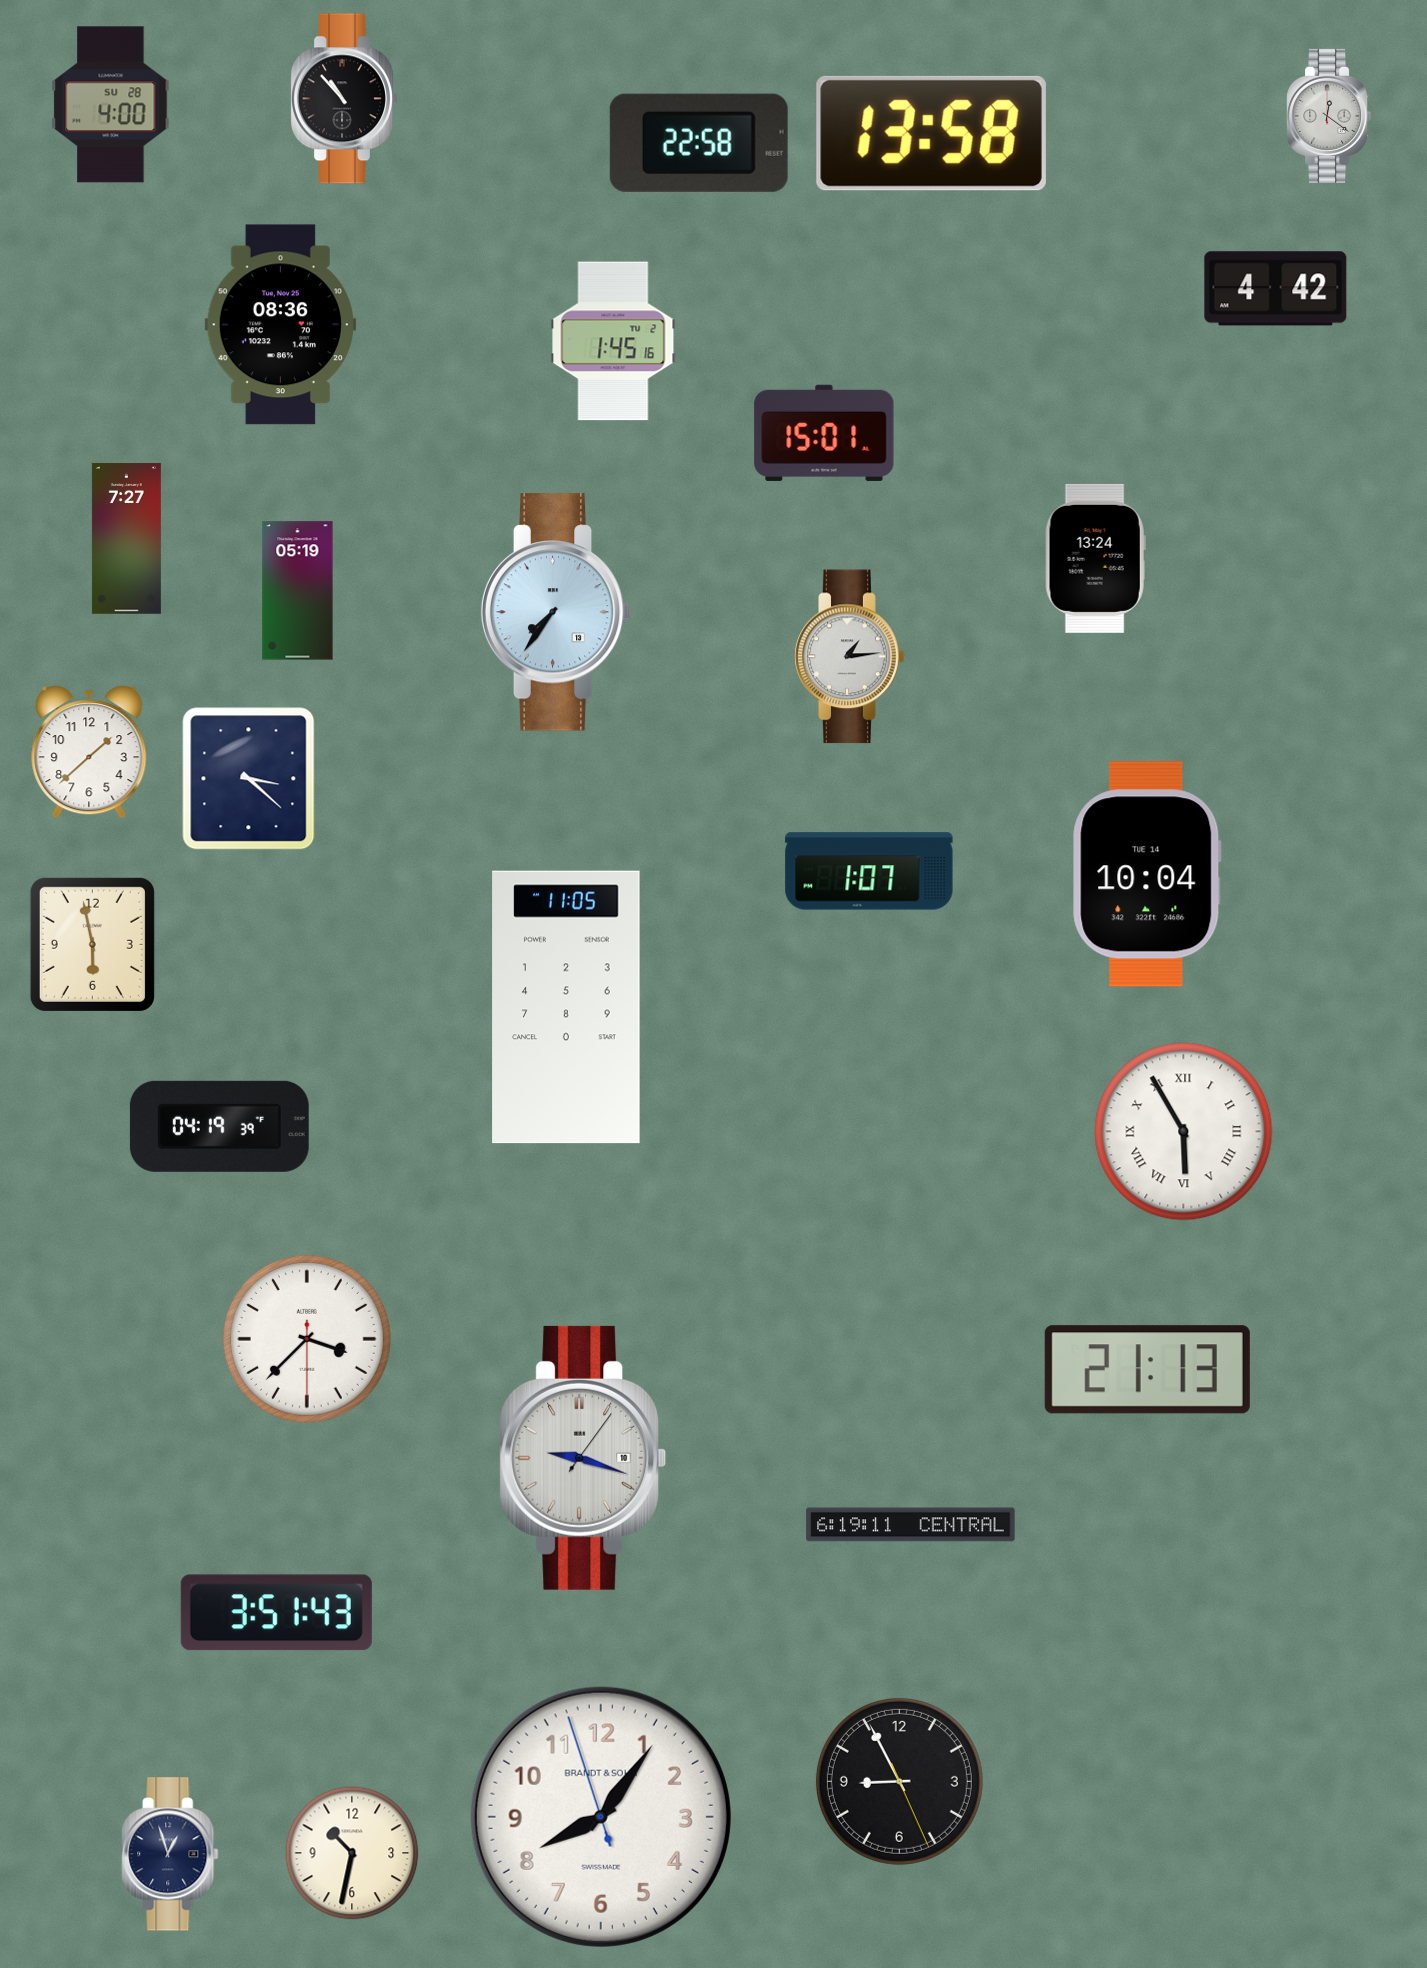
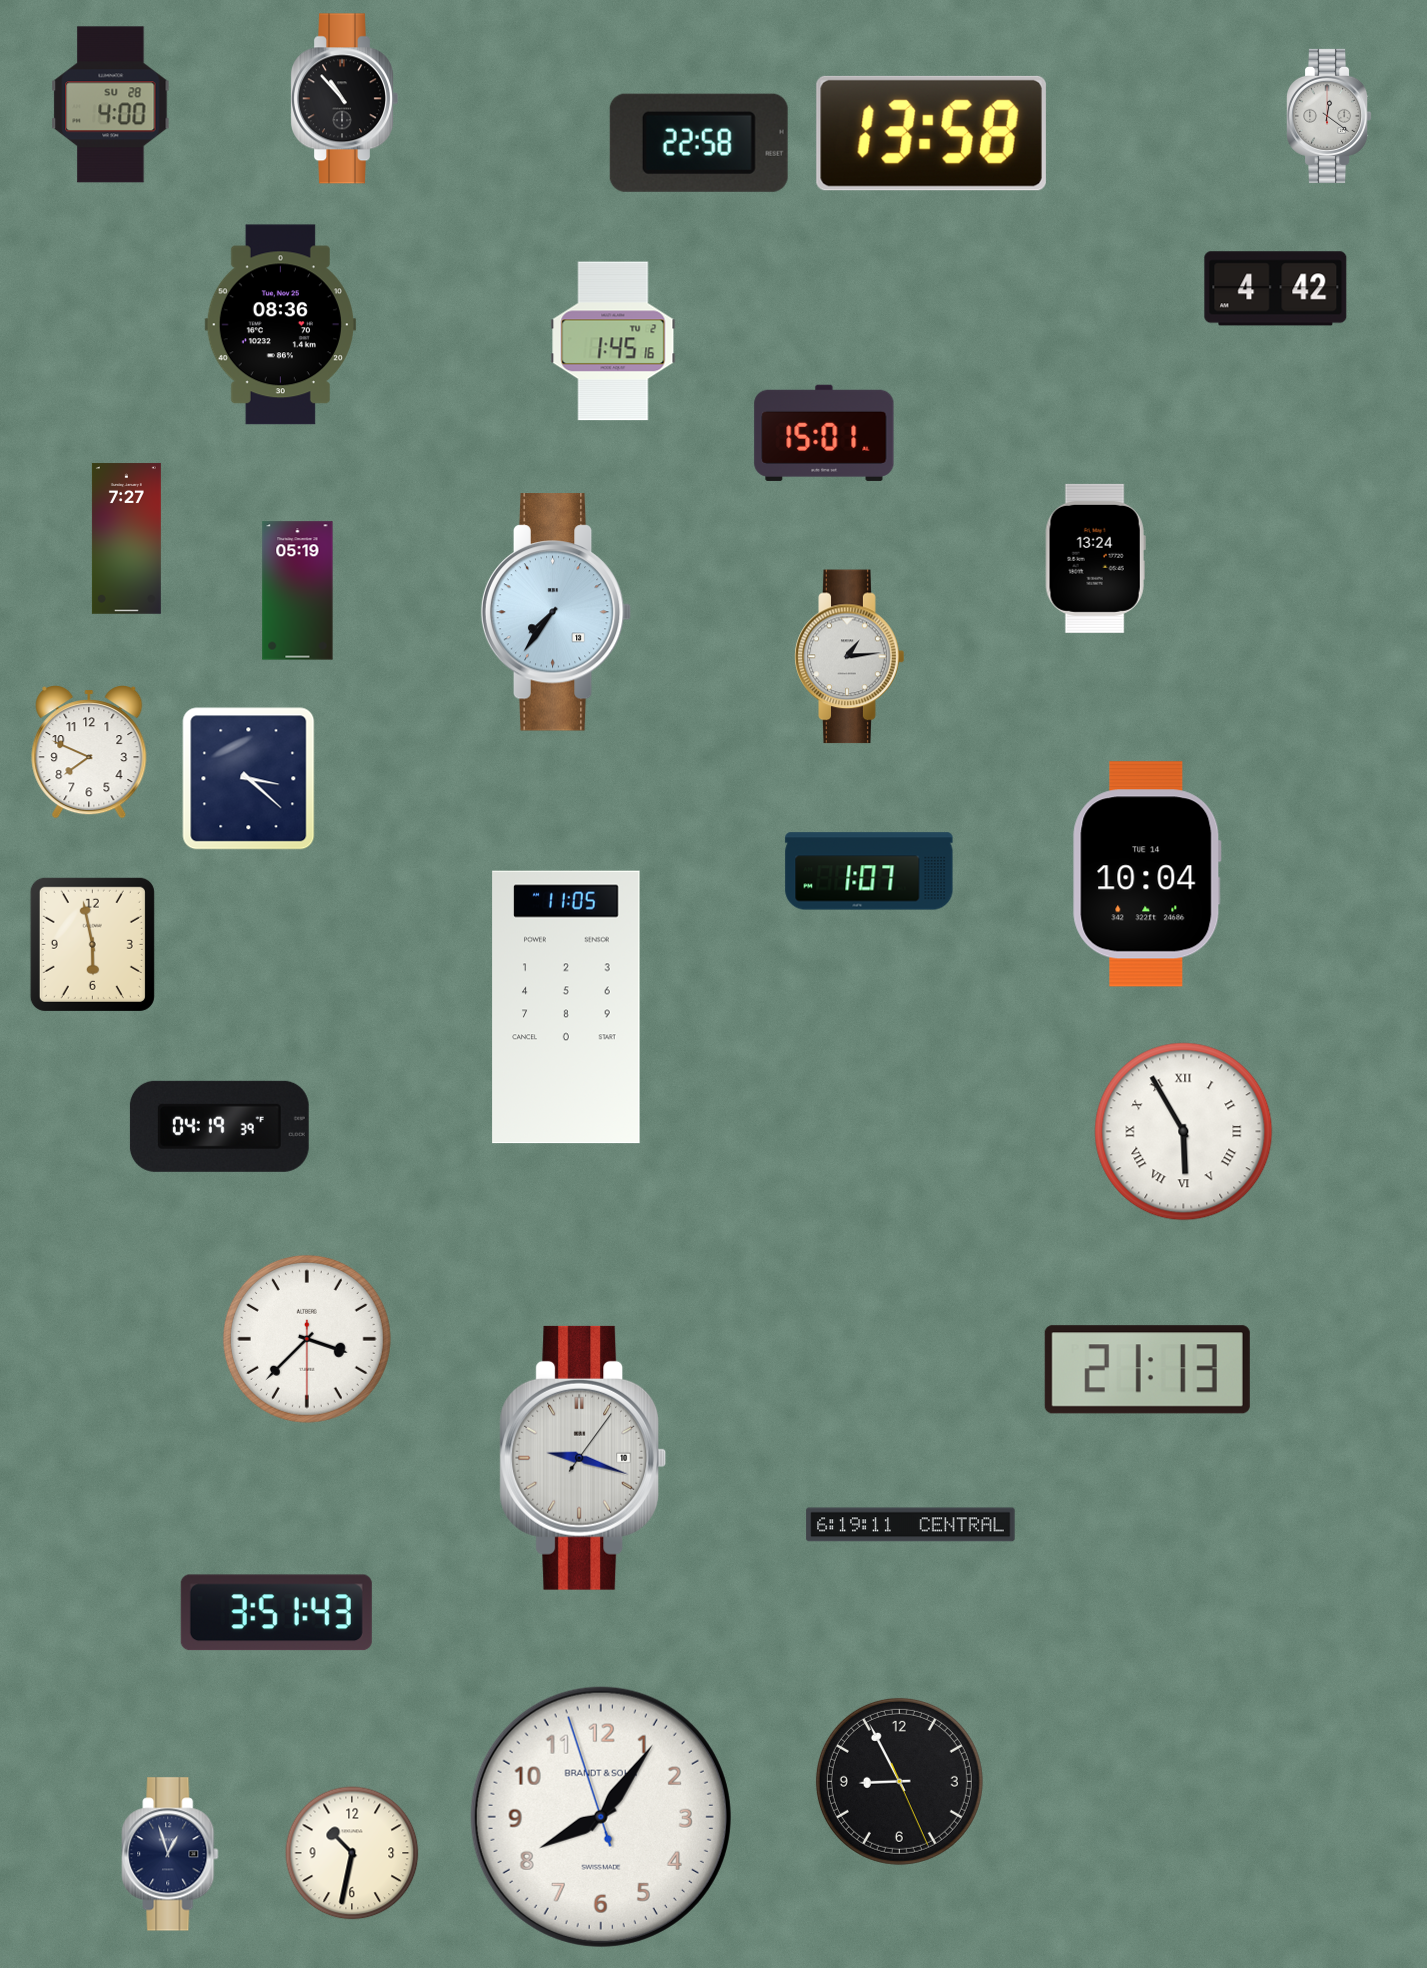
clock at (89, 753): 1:38 -> 7:49
